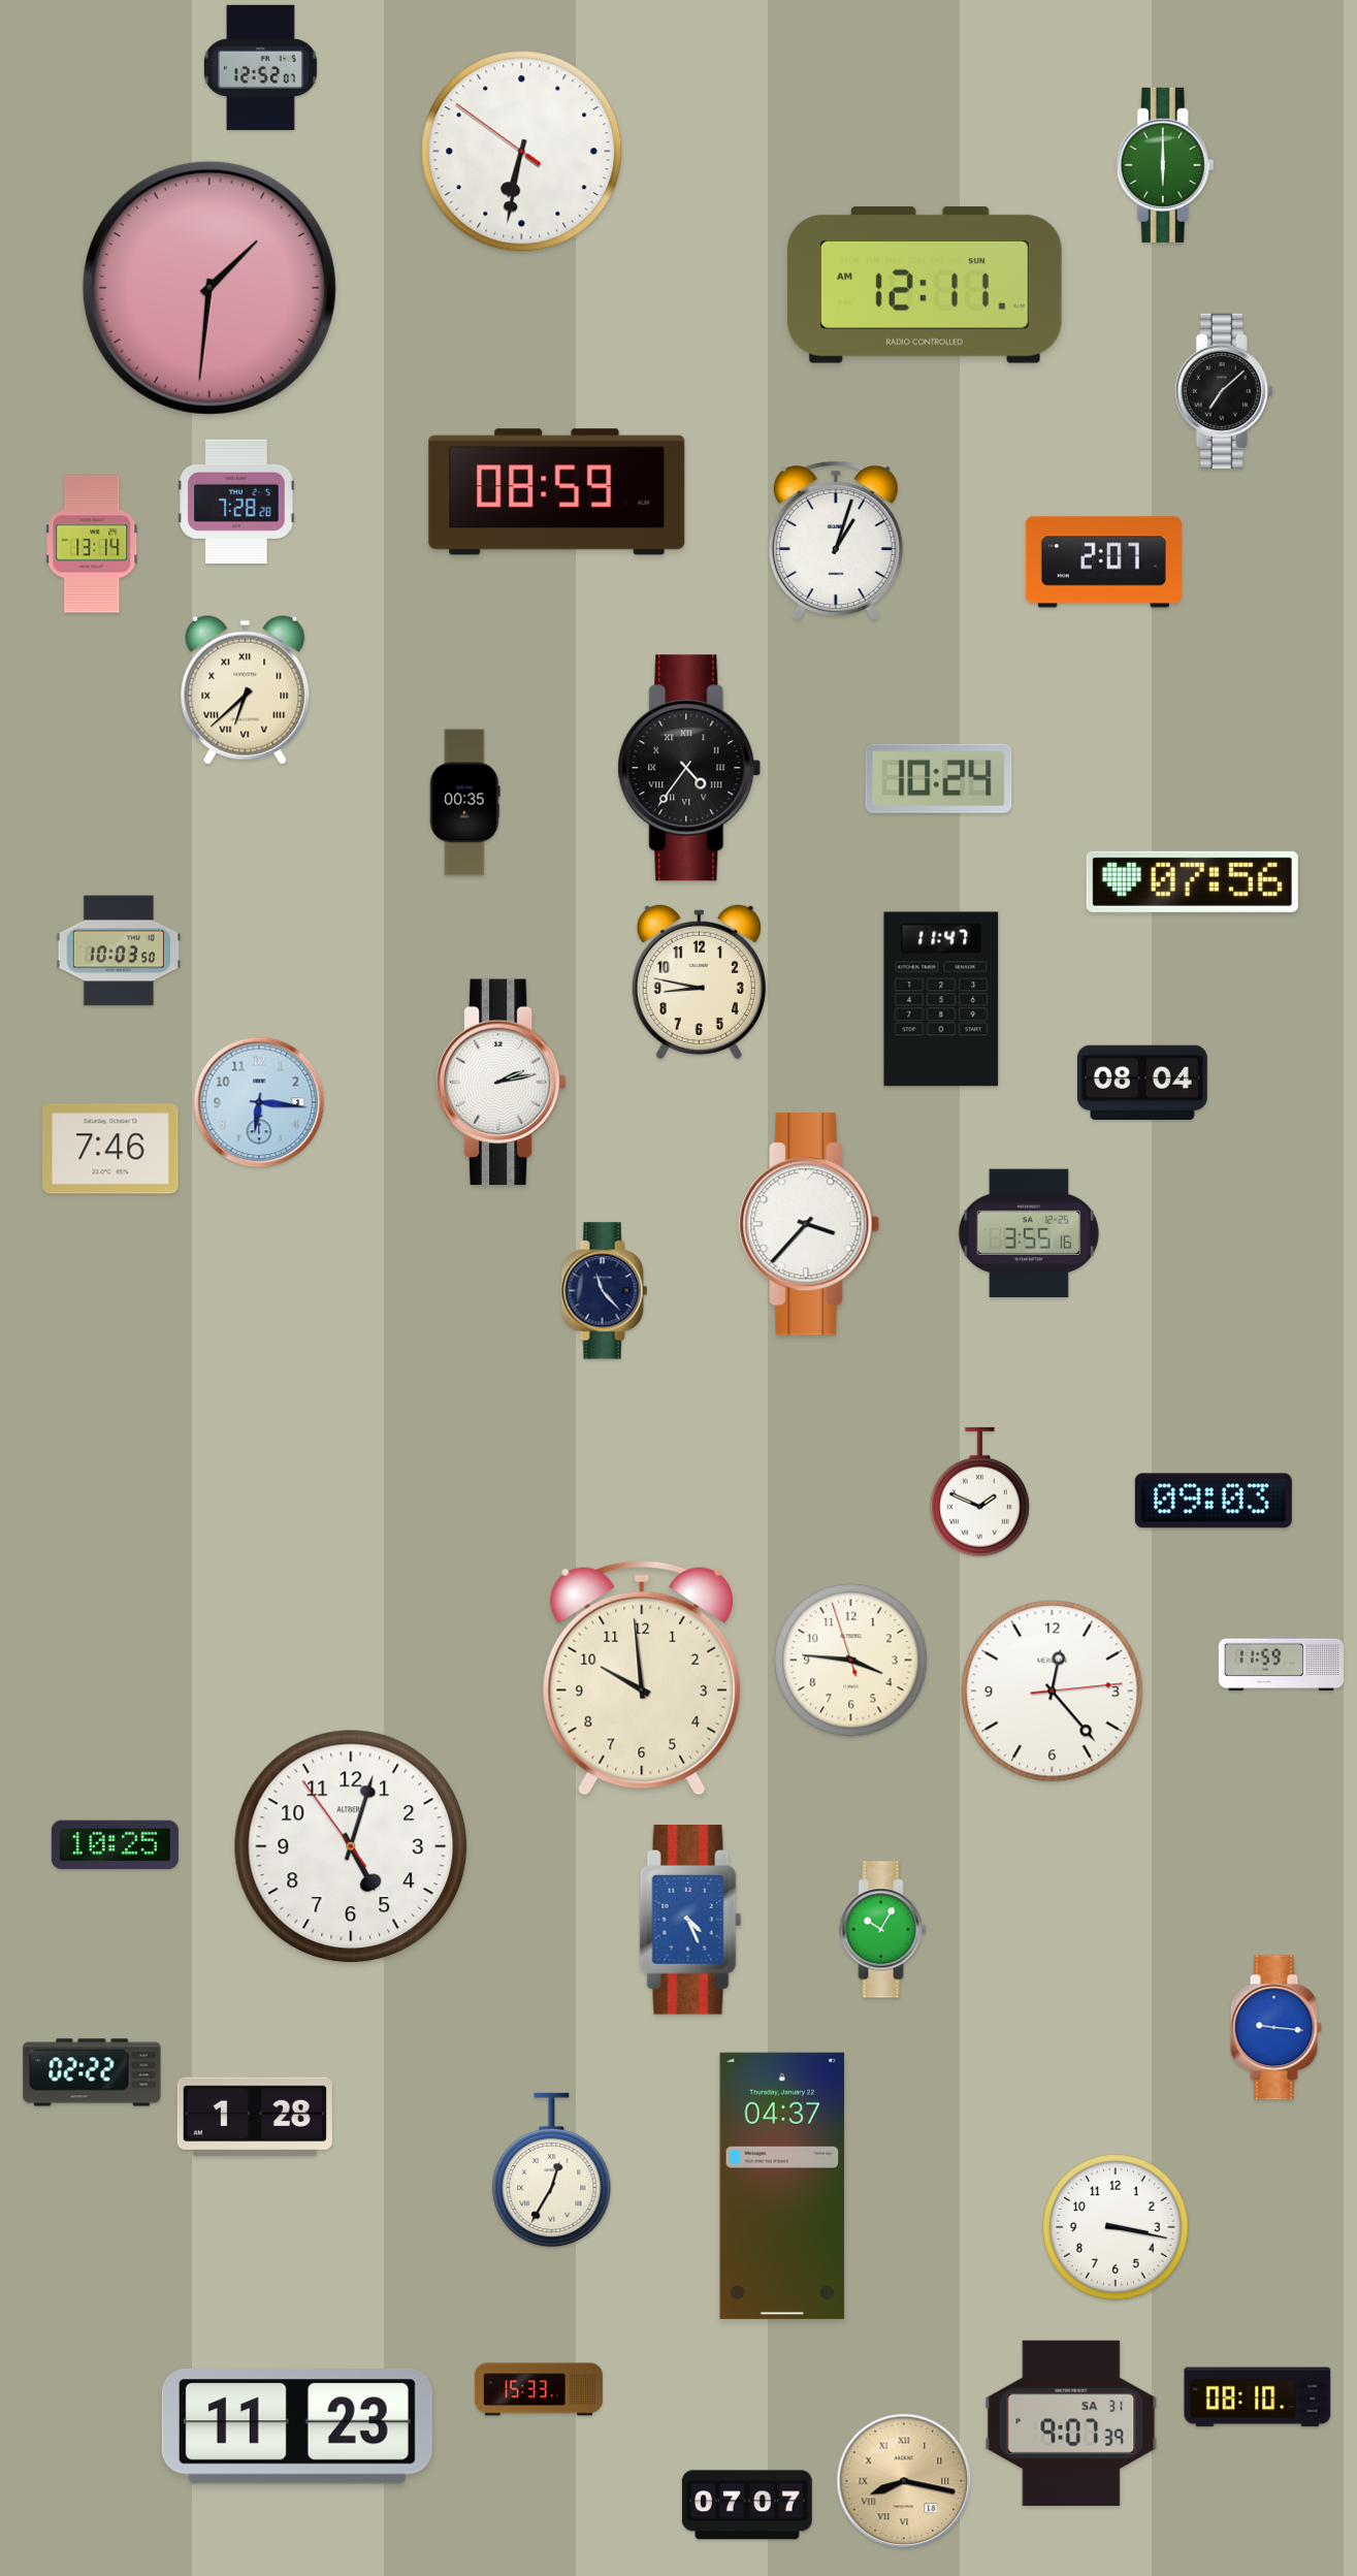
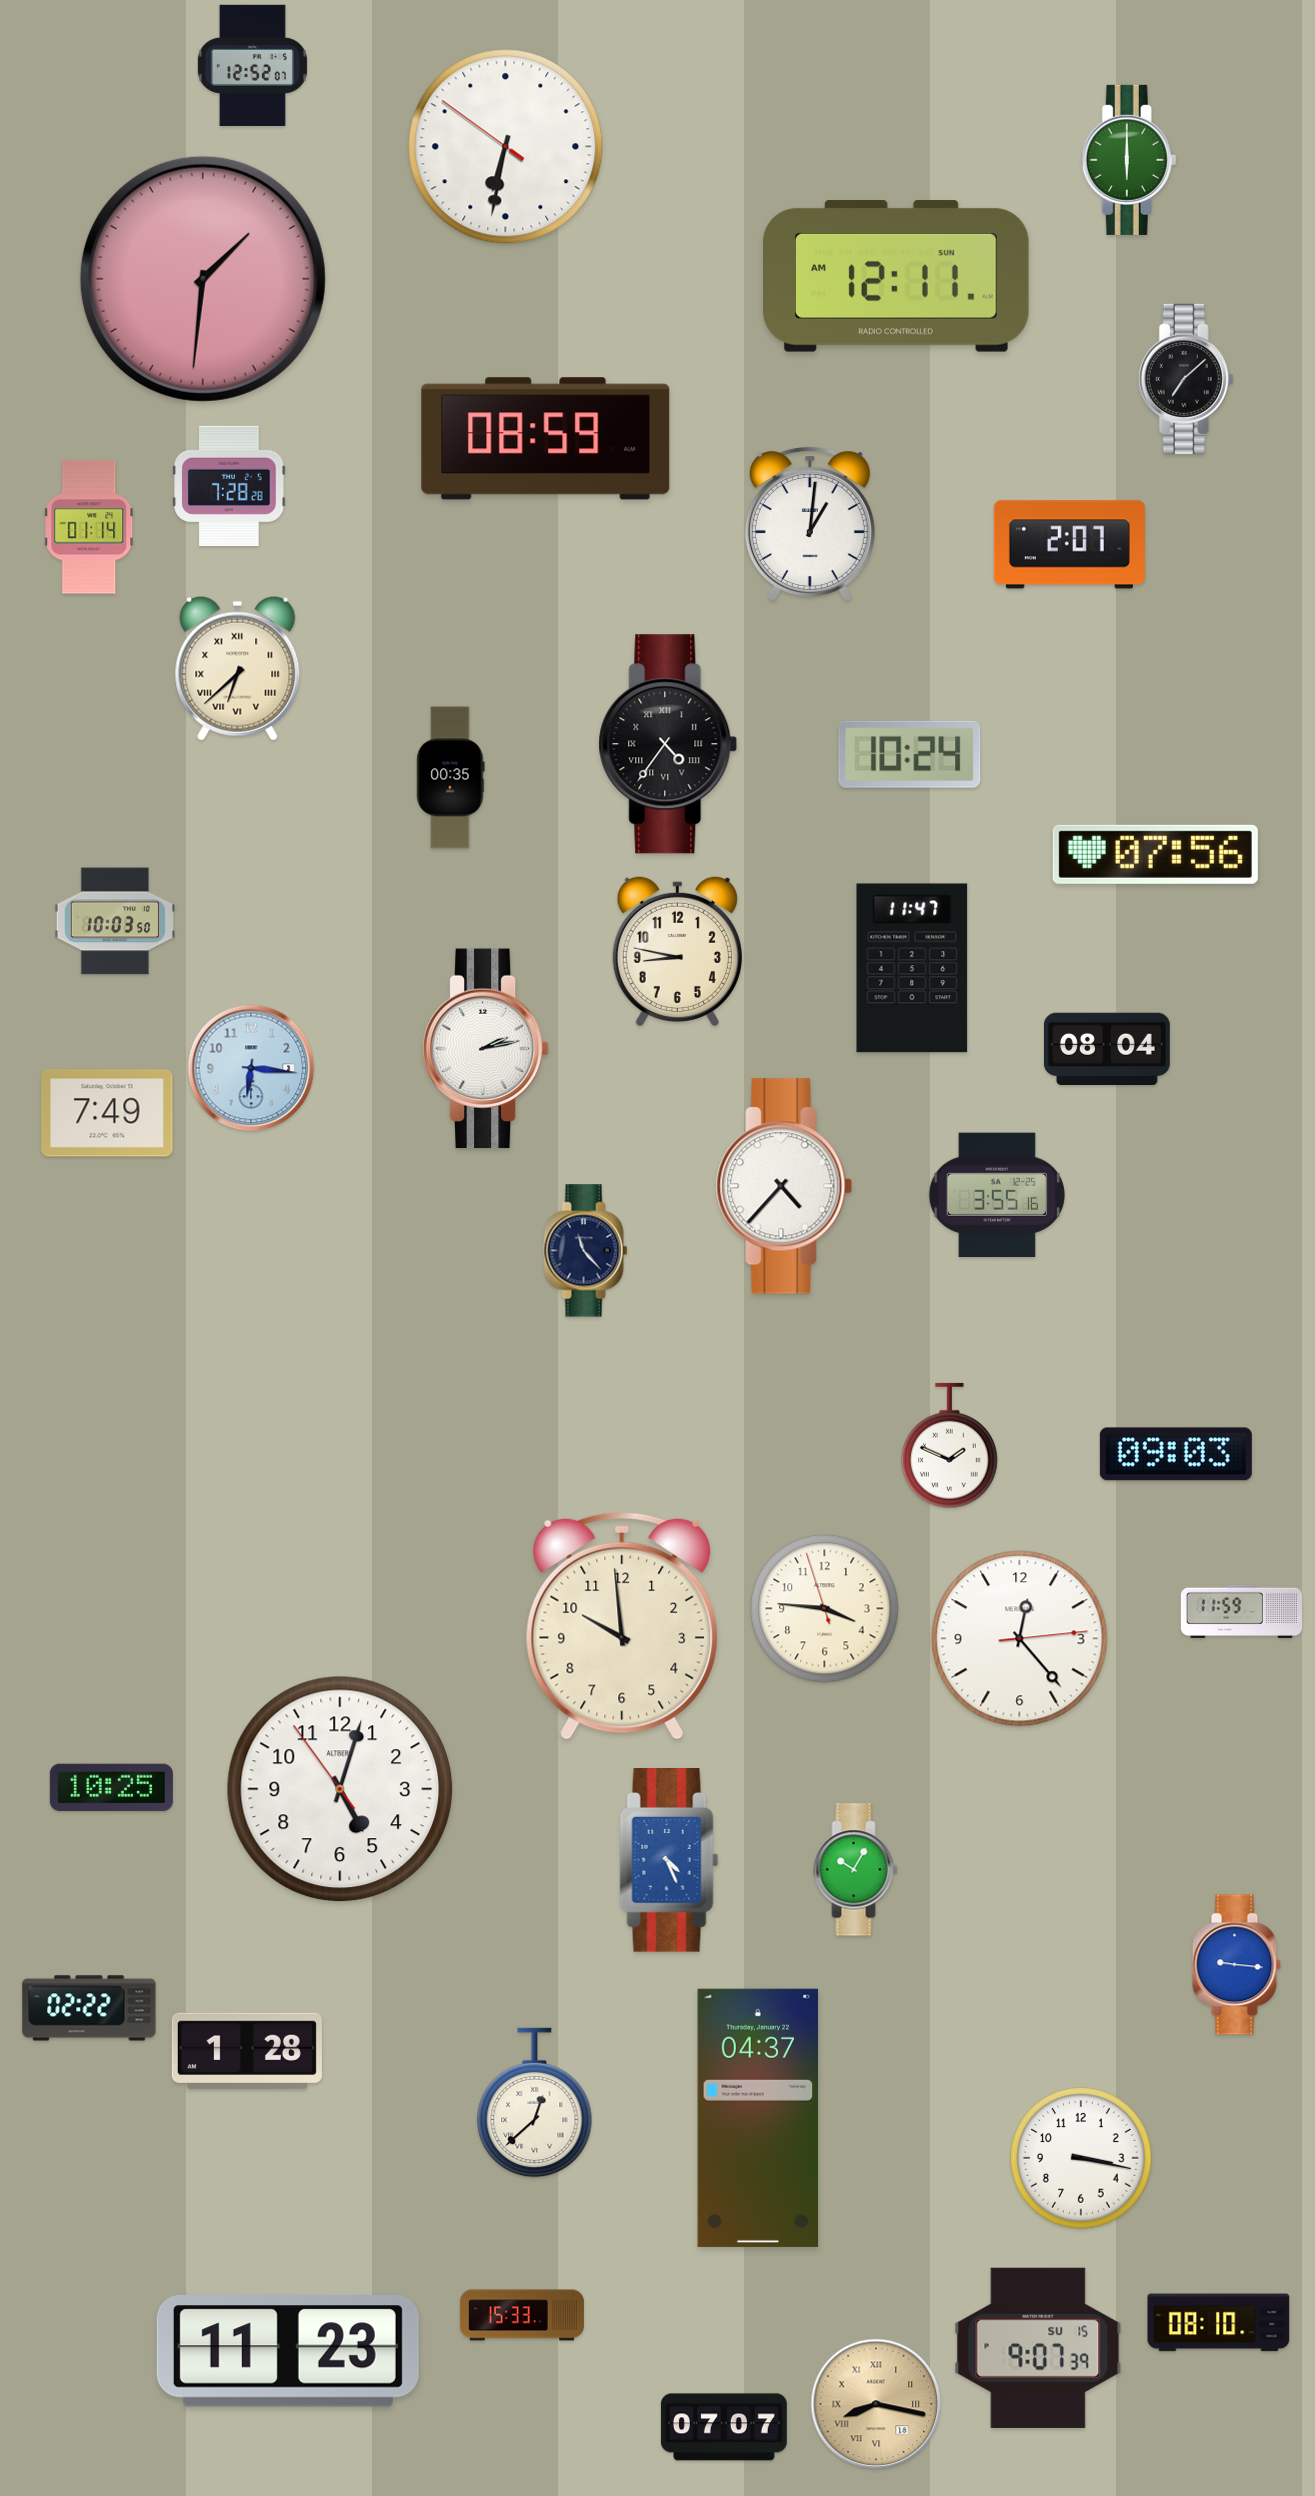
clock at (557, 492) position: (557, 492) -> (546, 439)
clock at (836, 541): 1:03 -> 1:01
clock at (93, 544): 13:14 -> 01:14
clock at (110, 1149): 7:46 -> 7:49
clock at (809, 1224): 3:37 -> 4:37
clock at (552, 2170): 12:35 -> 12:38
clock at (1071, 2423) date: SA 31 -> SU 15
